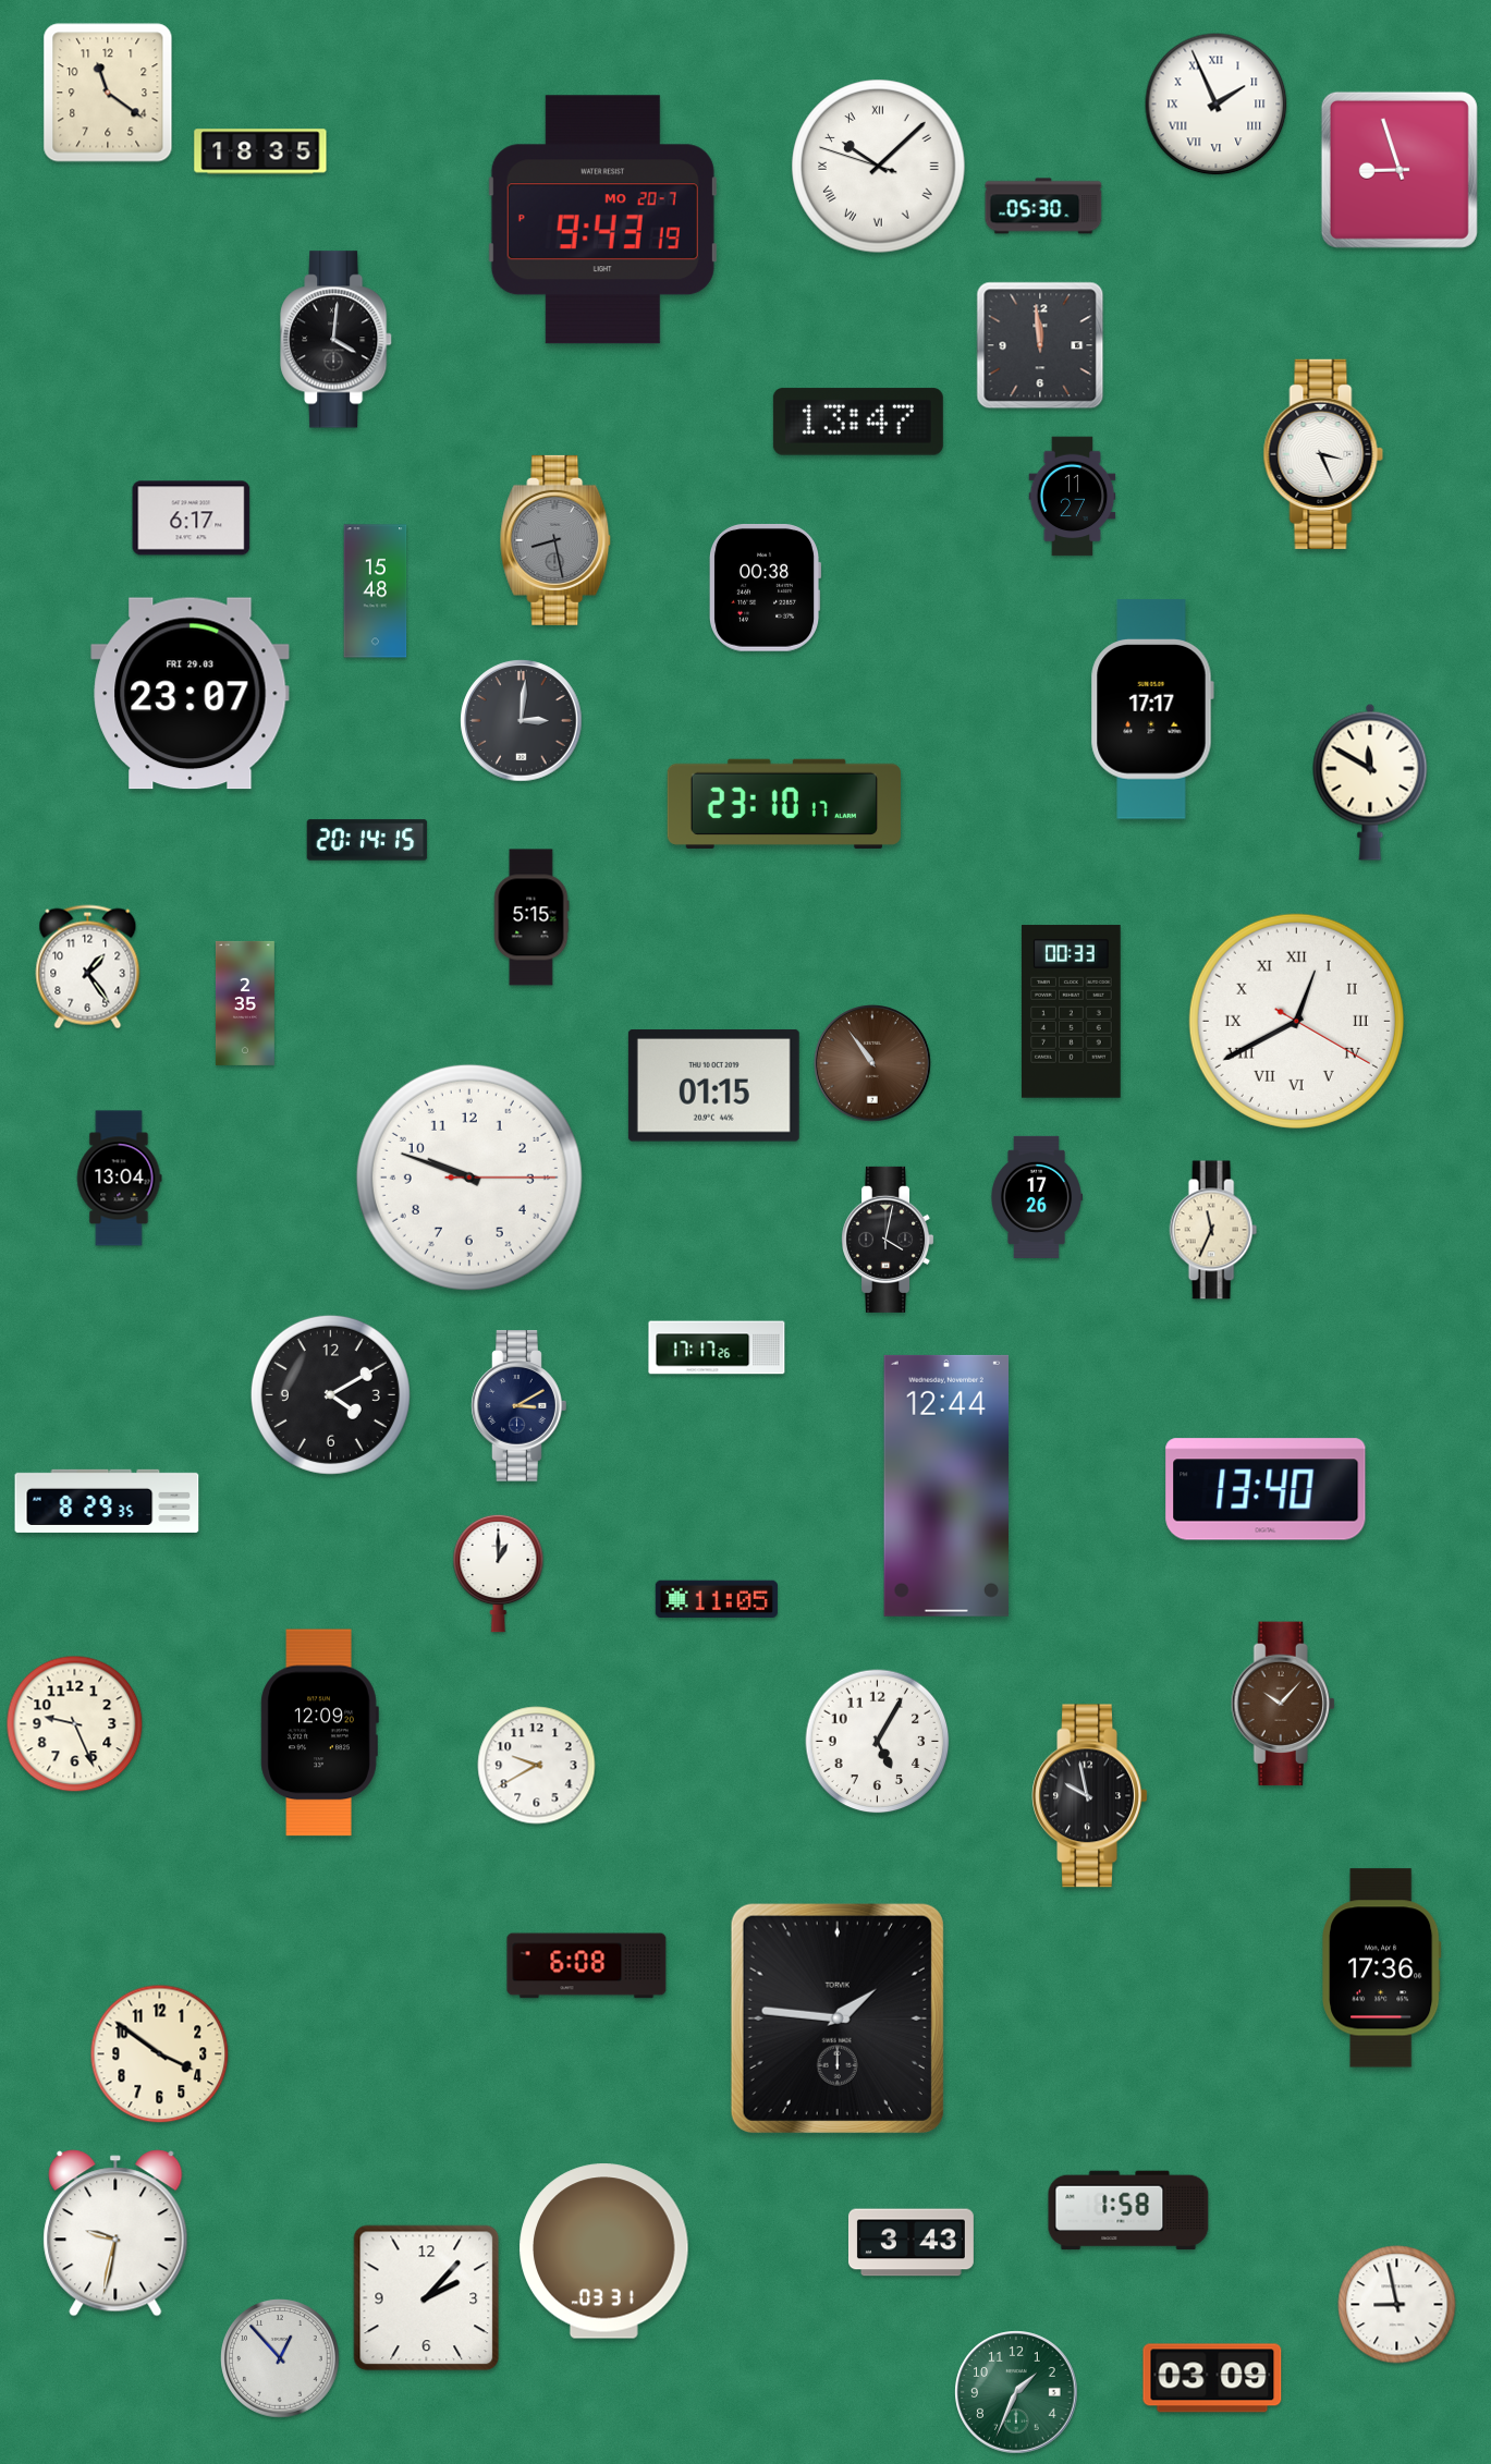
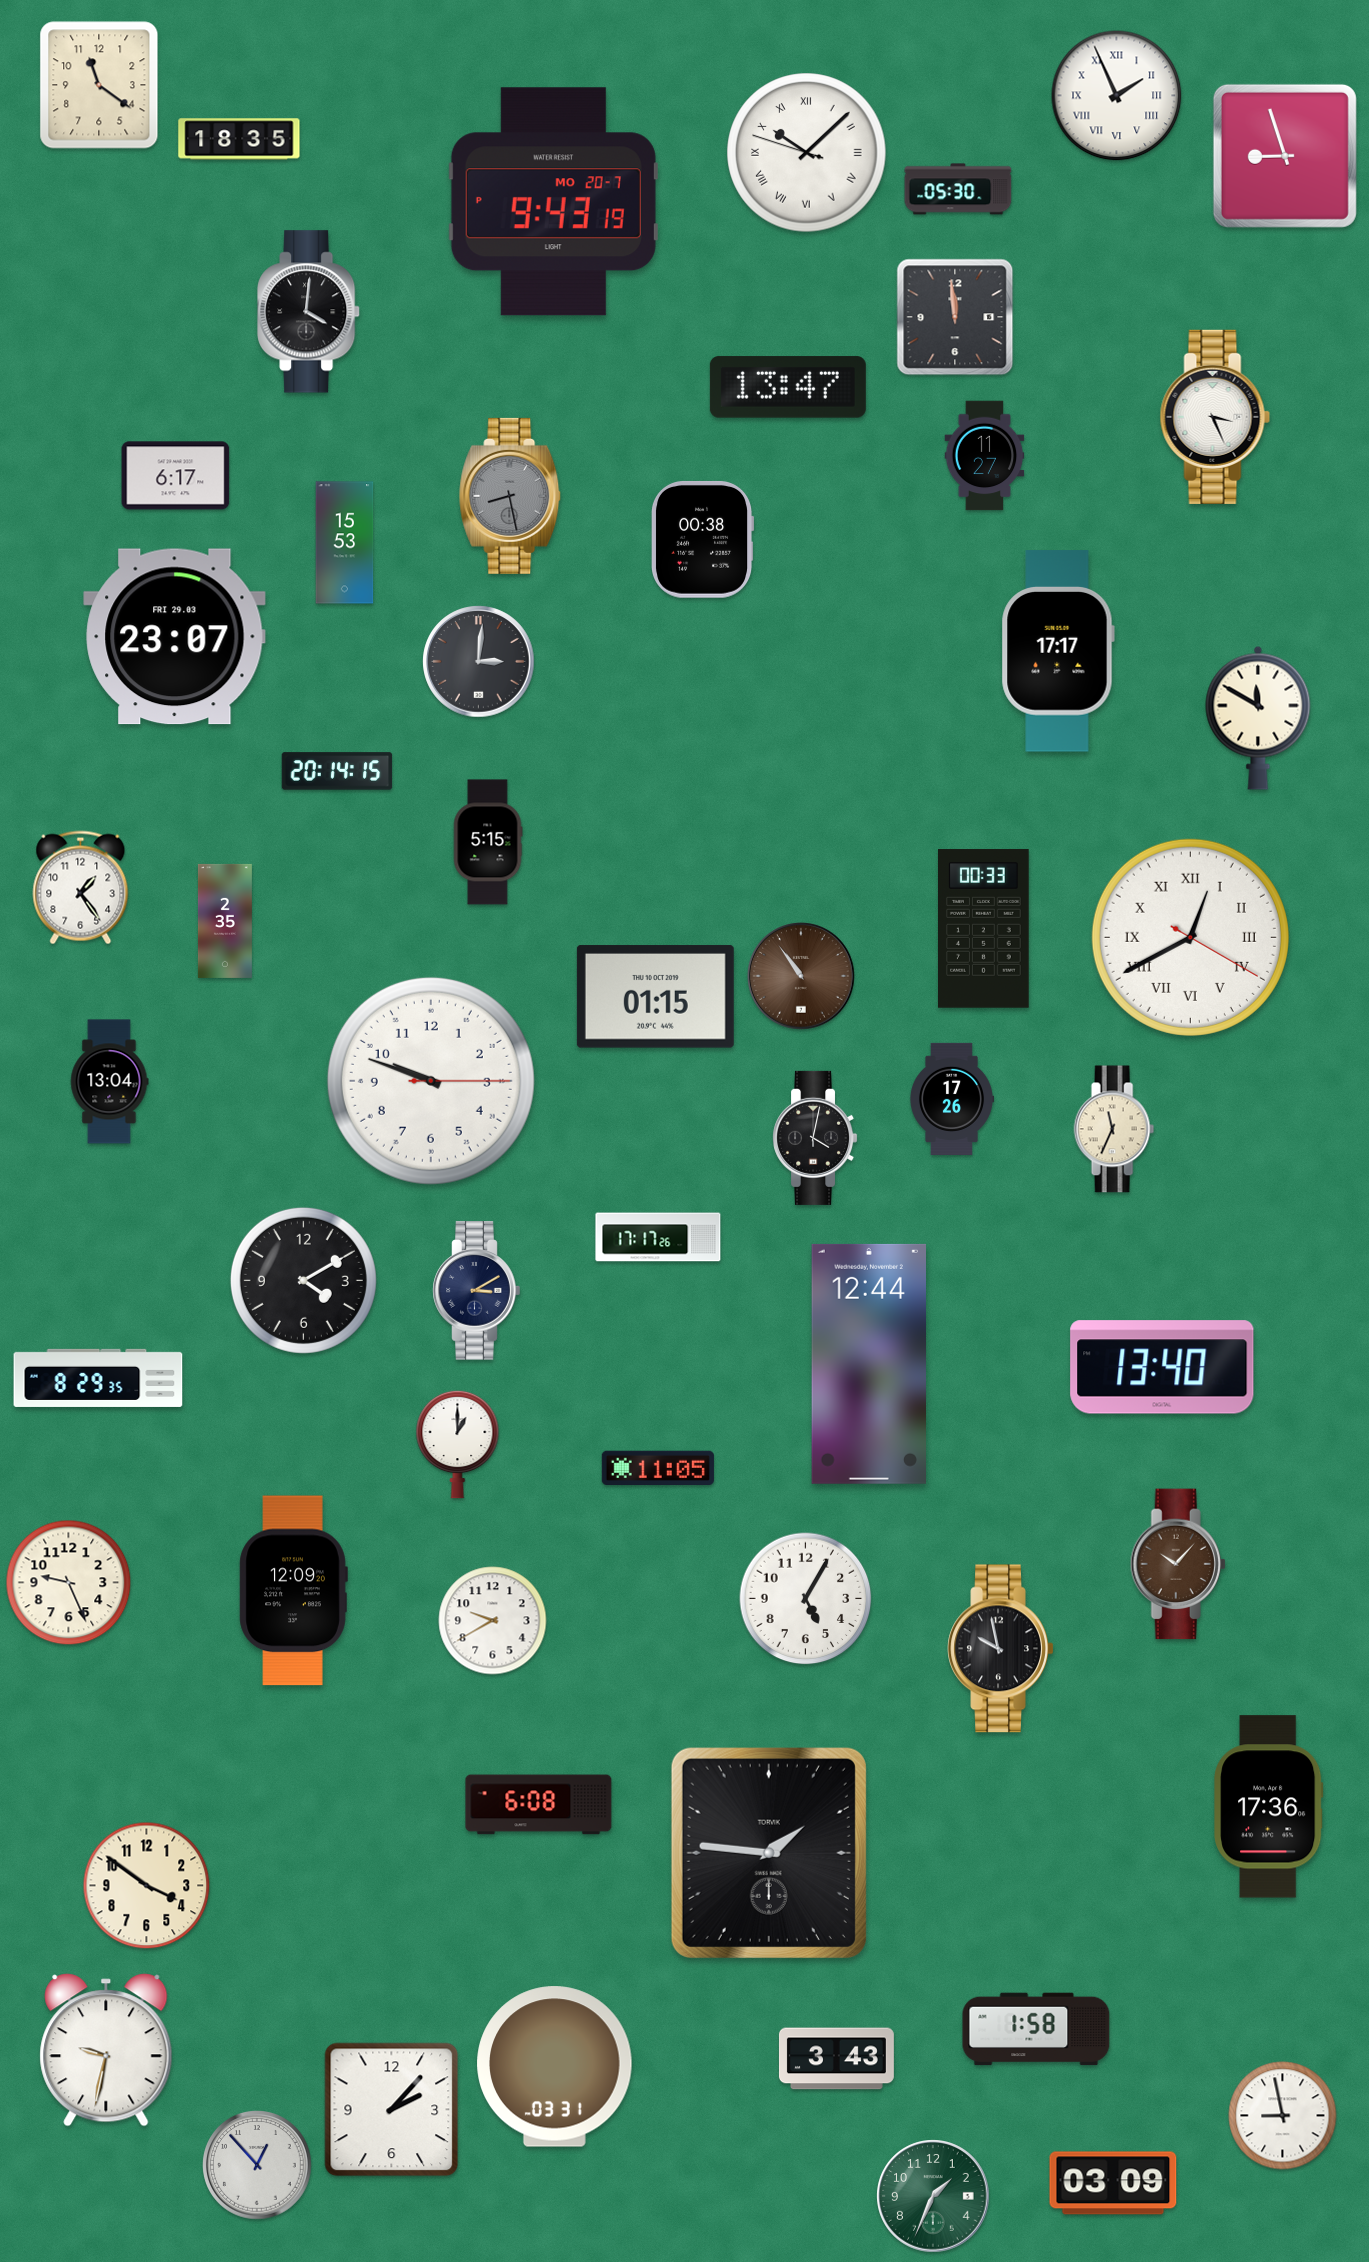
clock at (376, 591): 15:48 -> 15:53
clock at (783, 804): 23:10 -> none
